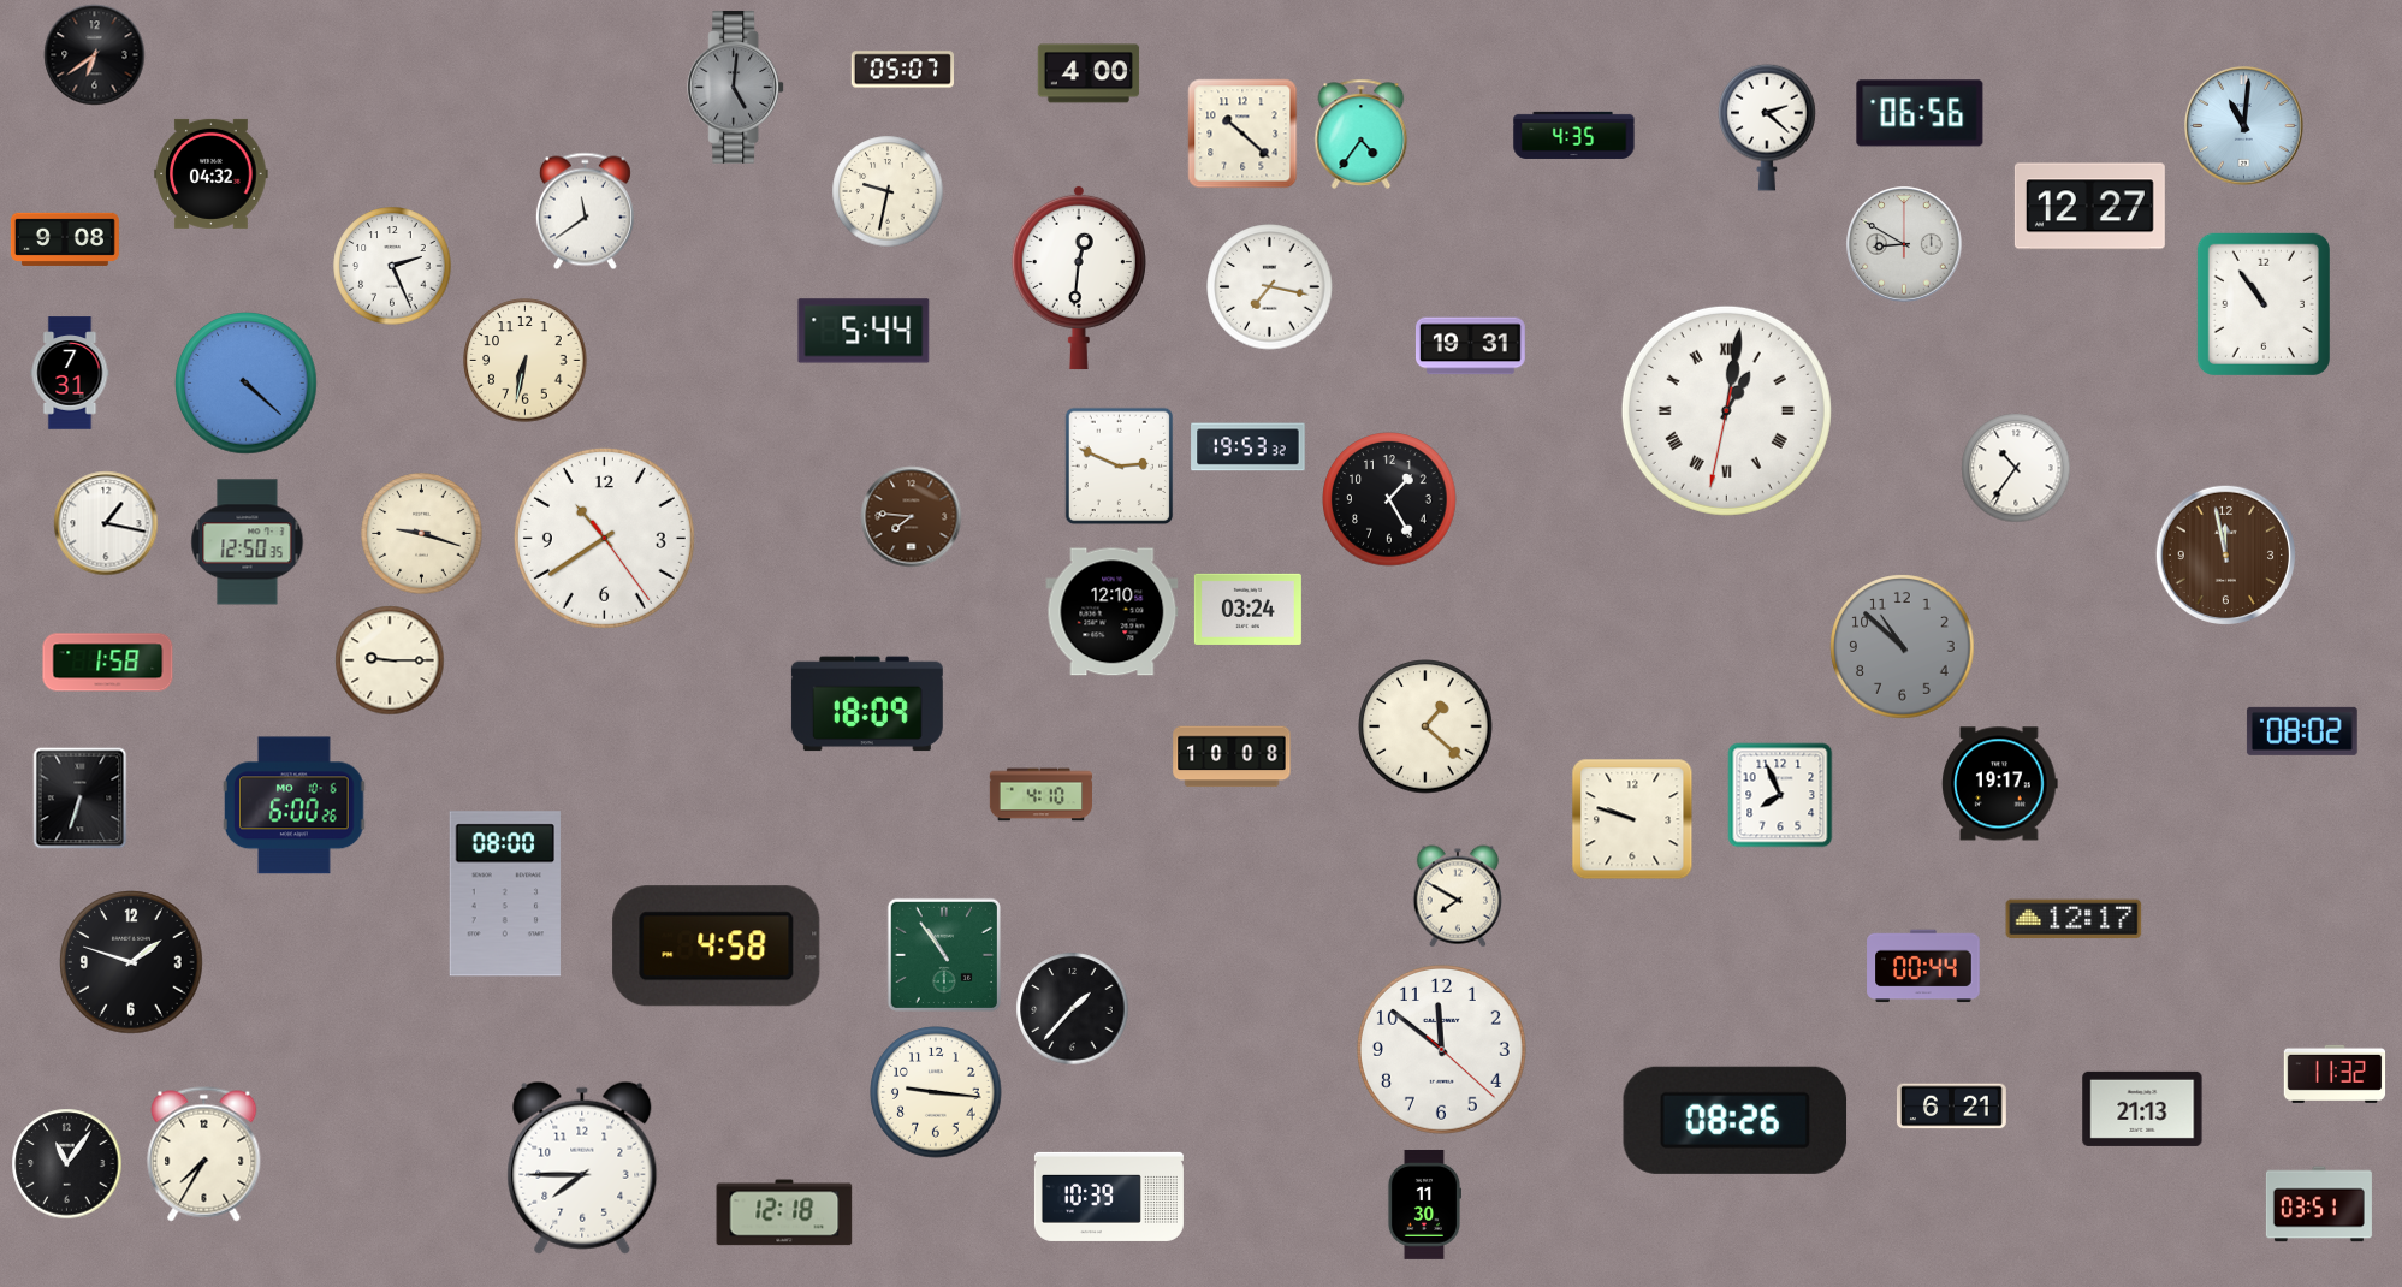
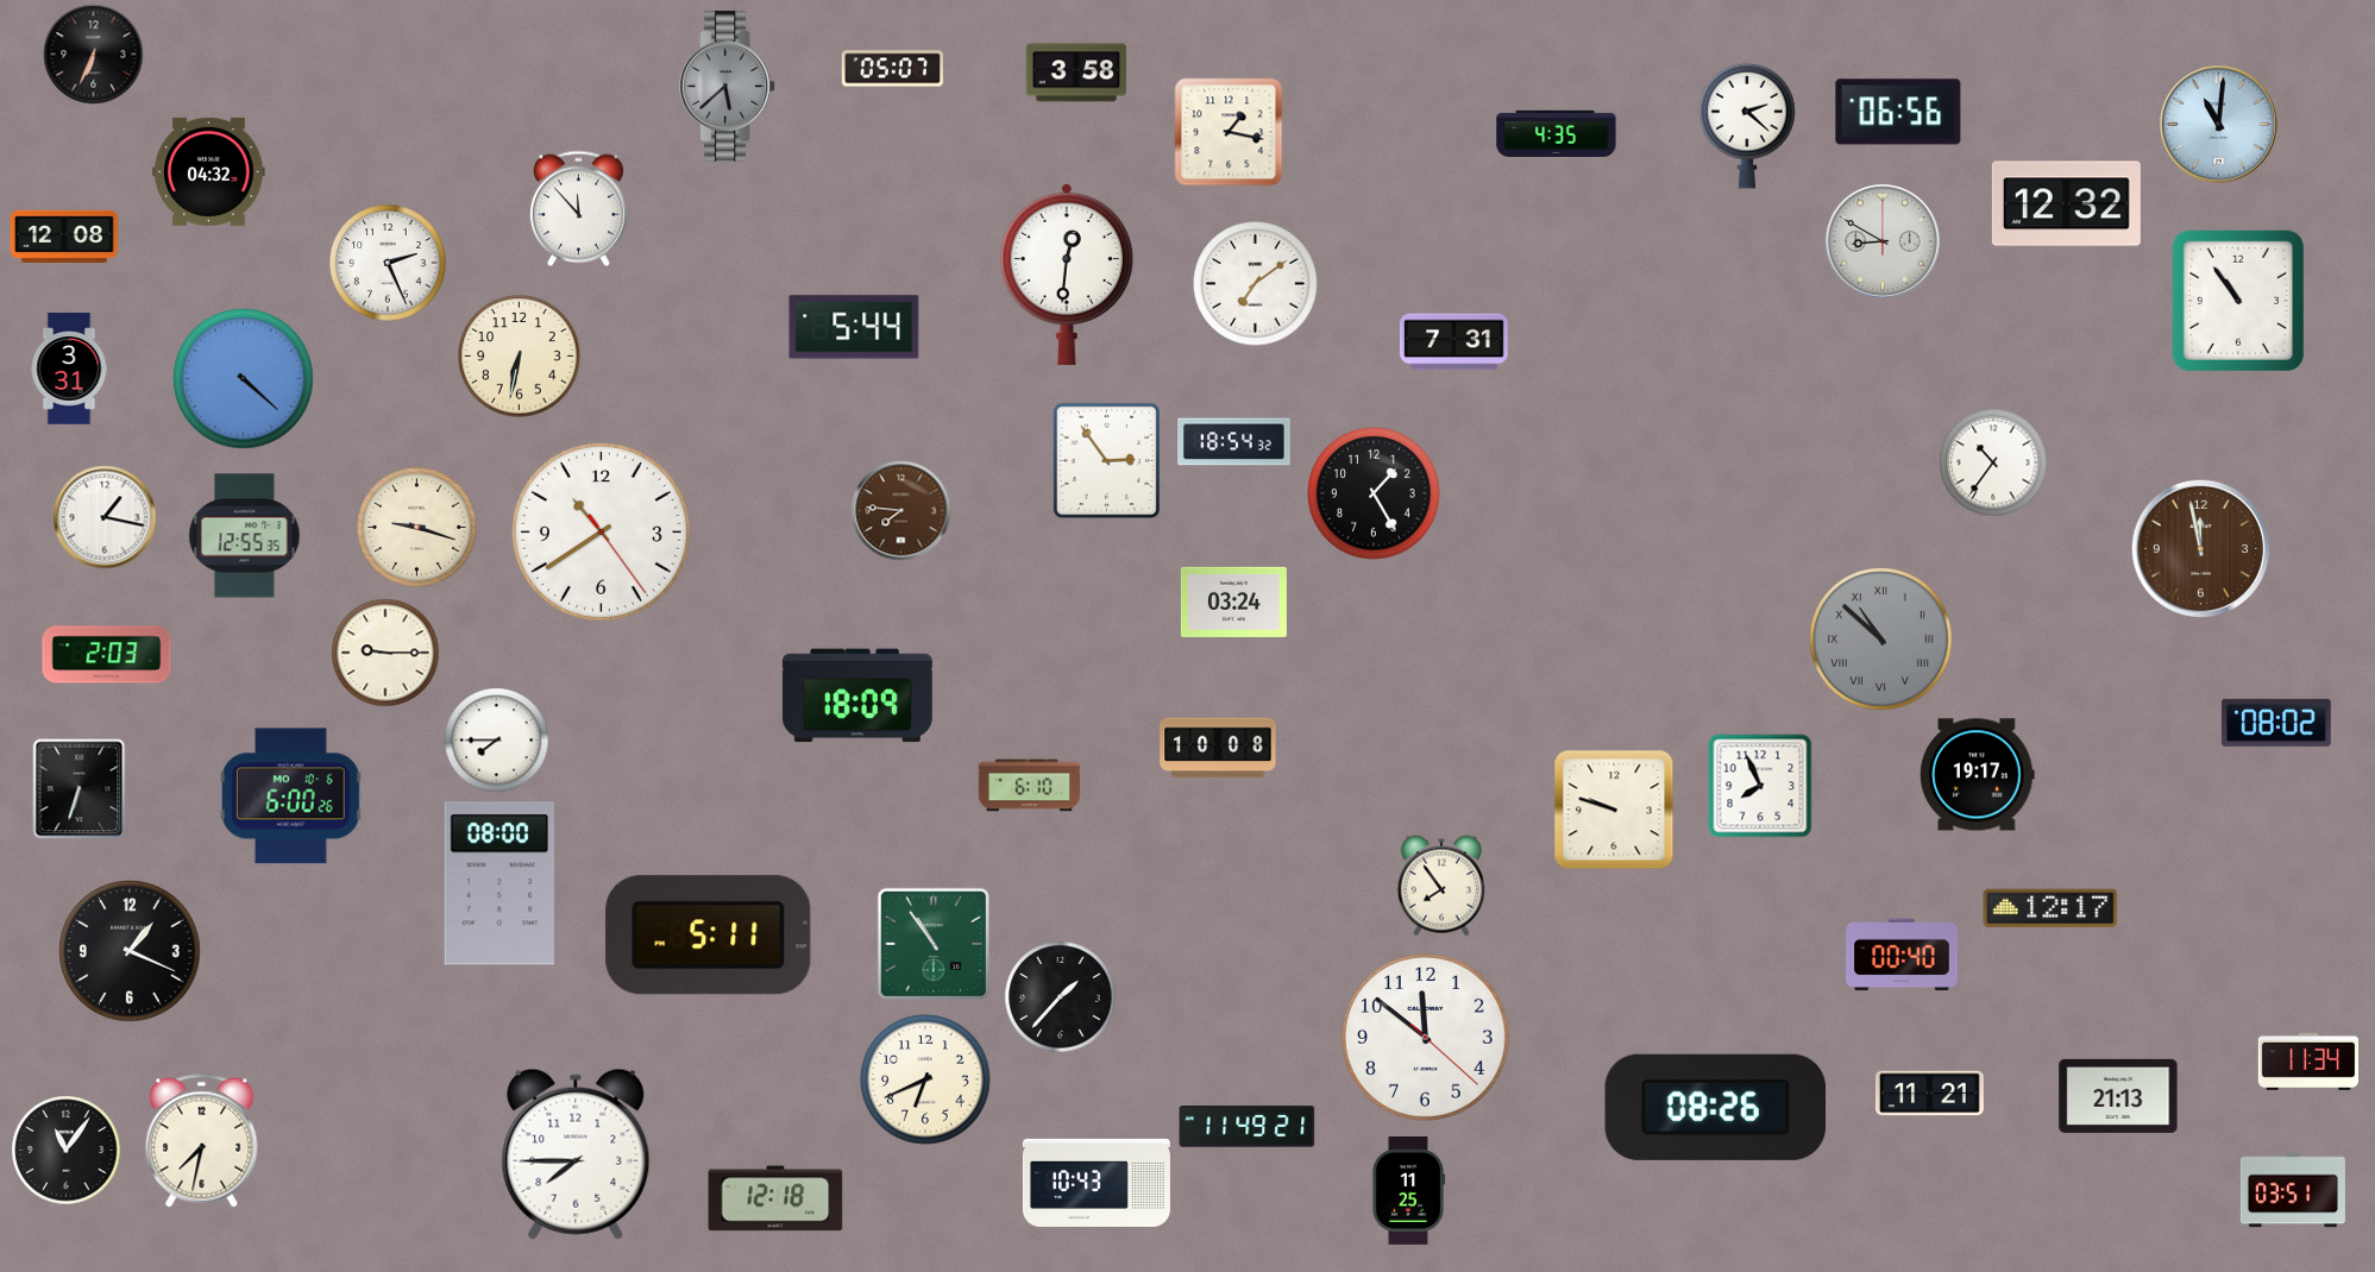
clock at (95, 55): 6:39 -> 6:34
clock at (1089, 73): 4:00 -> 3:58
clock at (736, 87): 5:01 -> 5:38
clock at (1242, 134): 10:22 -> 1:17
clock at (1362, 134): 4:36 -> none
clock at (888, 191): 9:32 -> none
clock at (2089, 207): 12:27 -> 12:32
clock at (585, 212): 11:39 -> 11:53
clock at (65, 239): 9:08 -> 12:08
clock at (1270, 287): 7:17 -> 7:09
clock at (1470, 346): 19:31 -> 7:31
clock at (70, 373): 7:31 -> 3:31
clock at (1726, 410): 1:01 -> none
clock at (1249, 447): 19:53 -> 18:54
clock at (1120, 467): 2:49 -> 2:54
clock at (604, 538) position: (604, 538) -> (601, 531)
clock at (248, 542): 12:50 -> 12:55
clock at (1113, 612): 12:10 -> none
clock at (1903, 647) numerals: Arabic -> Roman
clock at (108, 663): 1:58 -> 2:03
clock at (1425, 726): 1:22 -> none
clock at (497, 741): none -> 7:45
clock at (1042, 795): 4:10 -> 6:10
clock at (1457, 896): 7:50 -> 7:54
clock at (717, 947): 4:58 -> 5:11
clock at (131, 962): 1:48 -> 1:19
clock at (1923, 966): 00:44 -> 00:40
clock at (2335, 1074): 11:32 -> 11:34
clock at (936, 1092): 9:16 -> 6:41
clock at (1951, 1107): 6:21 -> 11:21
clock at (1248, 1127): none -> 11:49
clock at (204, 1155): 7:35 -> 7:32
clock at (1109, 1197): 10:39 -> 10:43
clock at (1423, 1205): 11:30 -> 11:25
